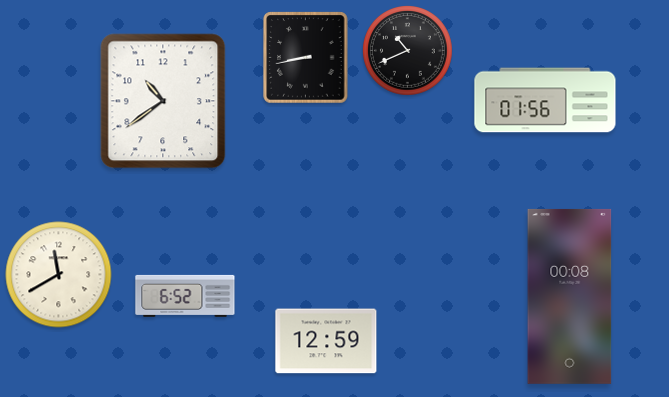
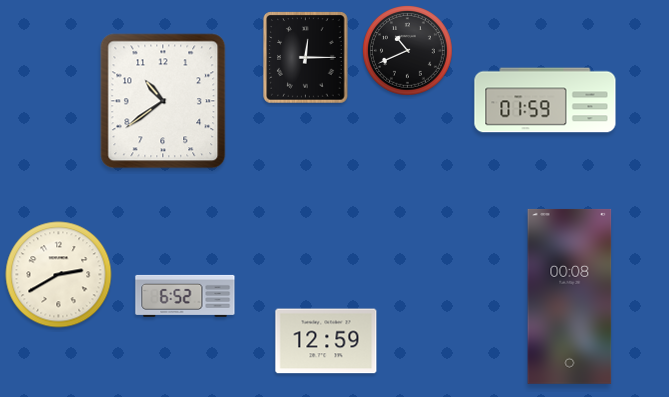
clock at (306, 58): 8:43 -> 12:15
clock at (545, 100): 01:56 -> 01:59
clock at (59, 275): 11:40 -> 2:40
